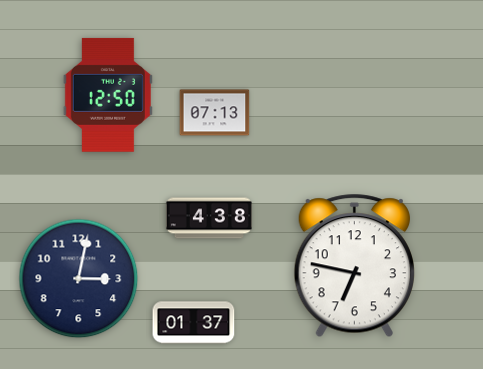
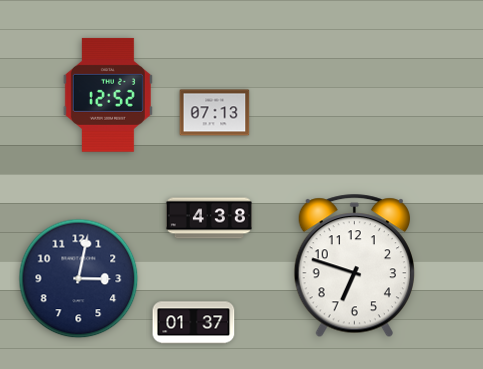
clock at (108, 95): 12:50 -> 12:52
clock at (354, 266): 6:47 -> 6:48
